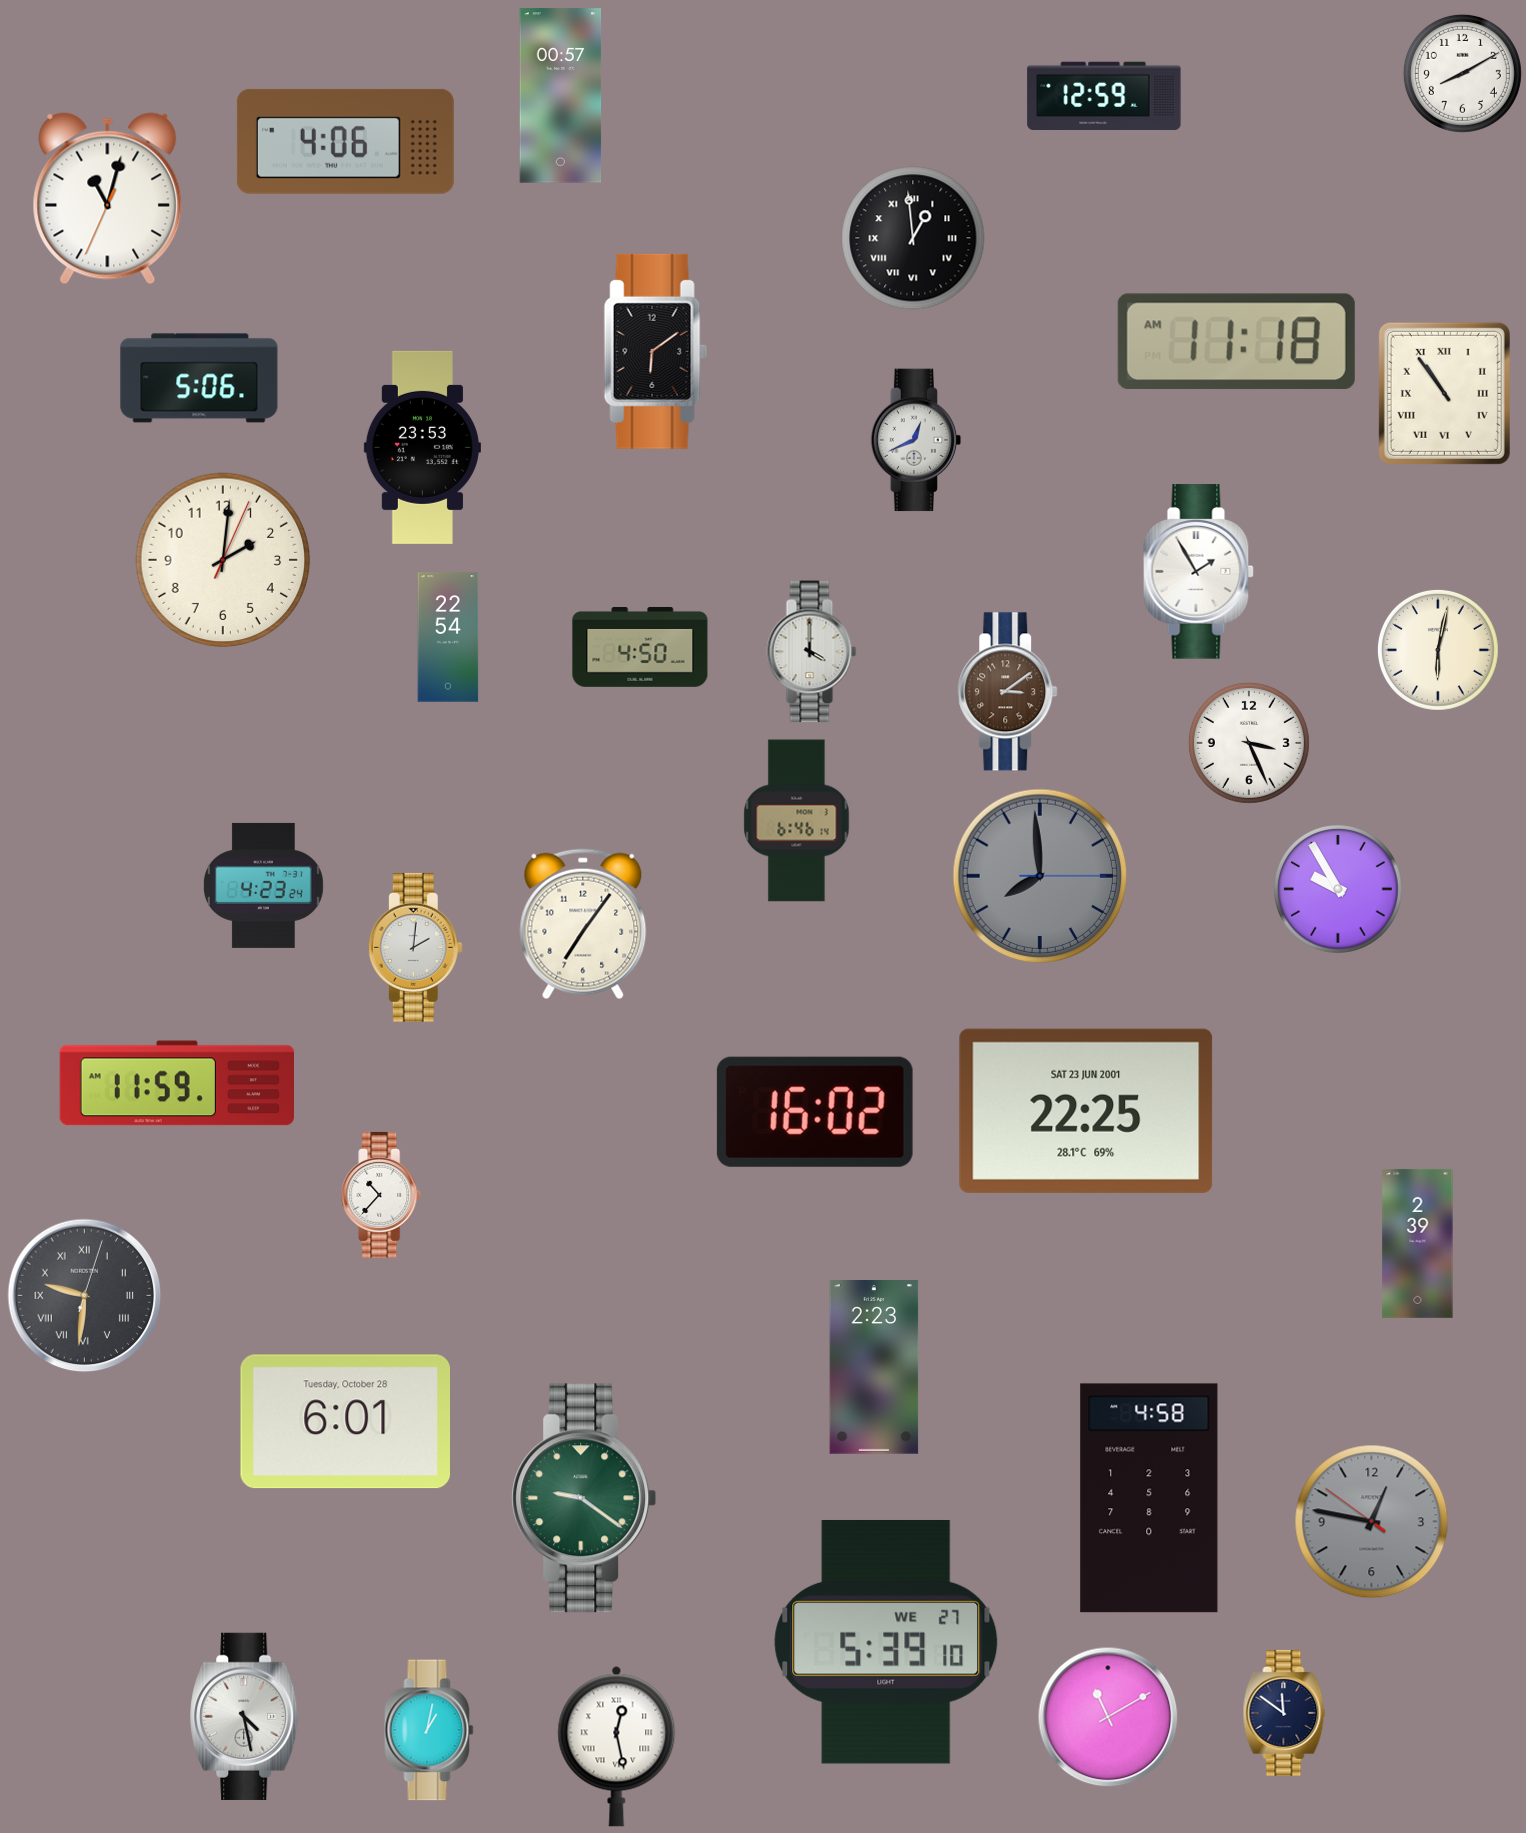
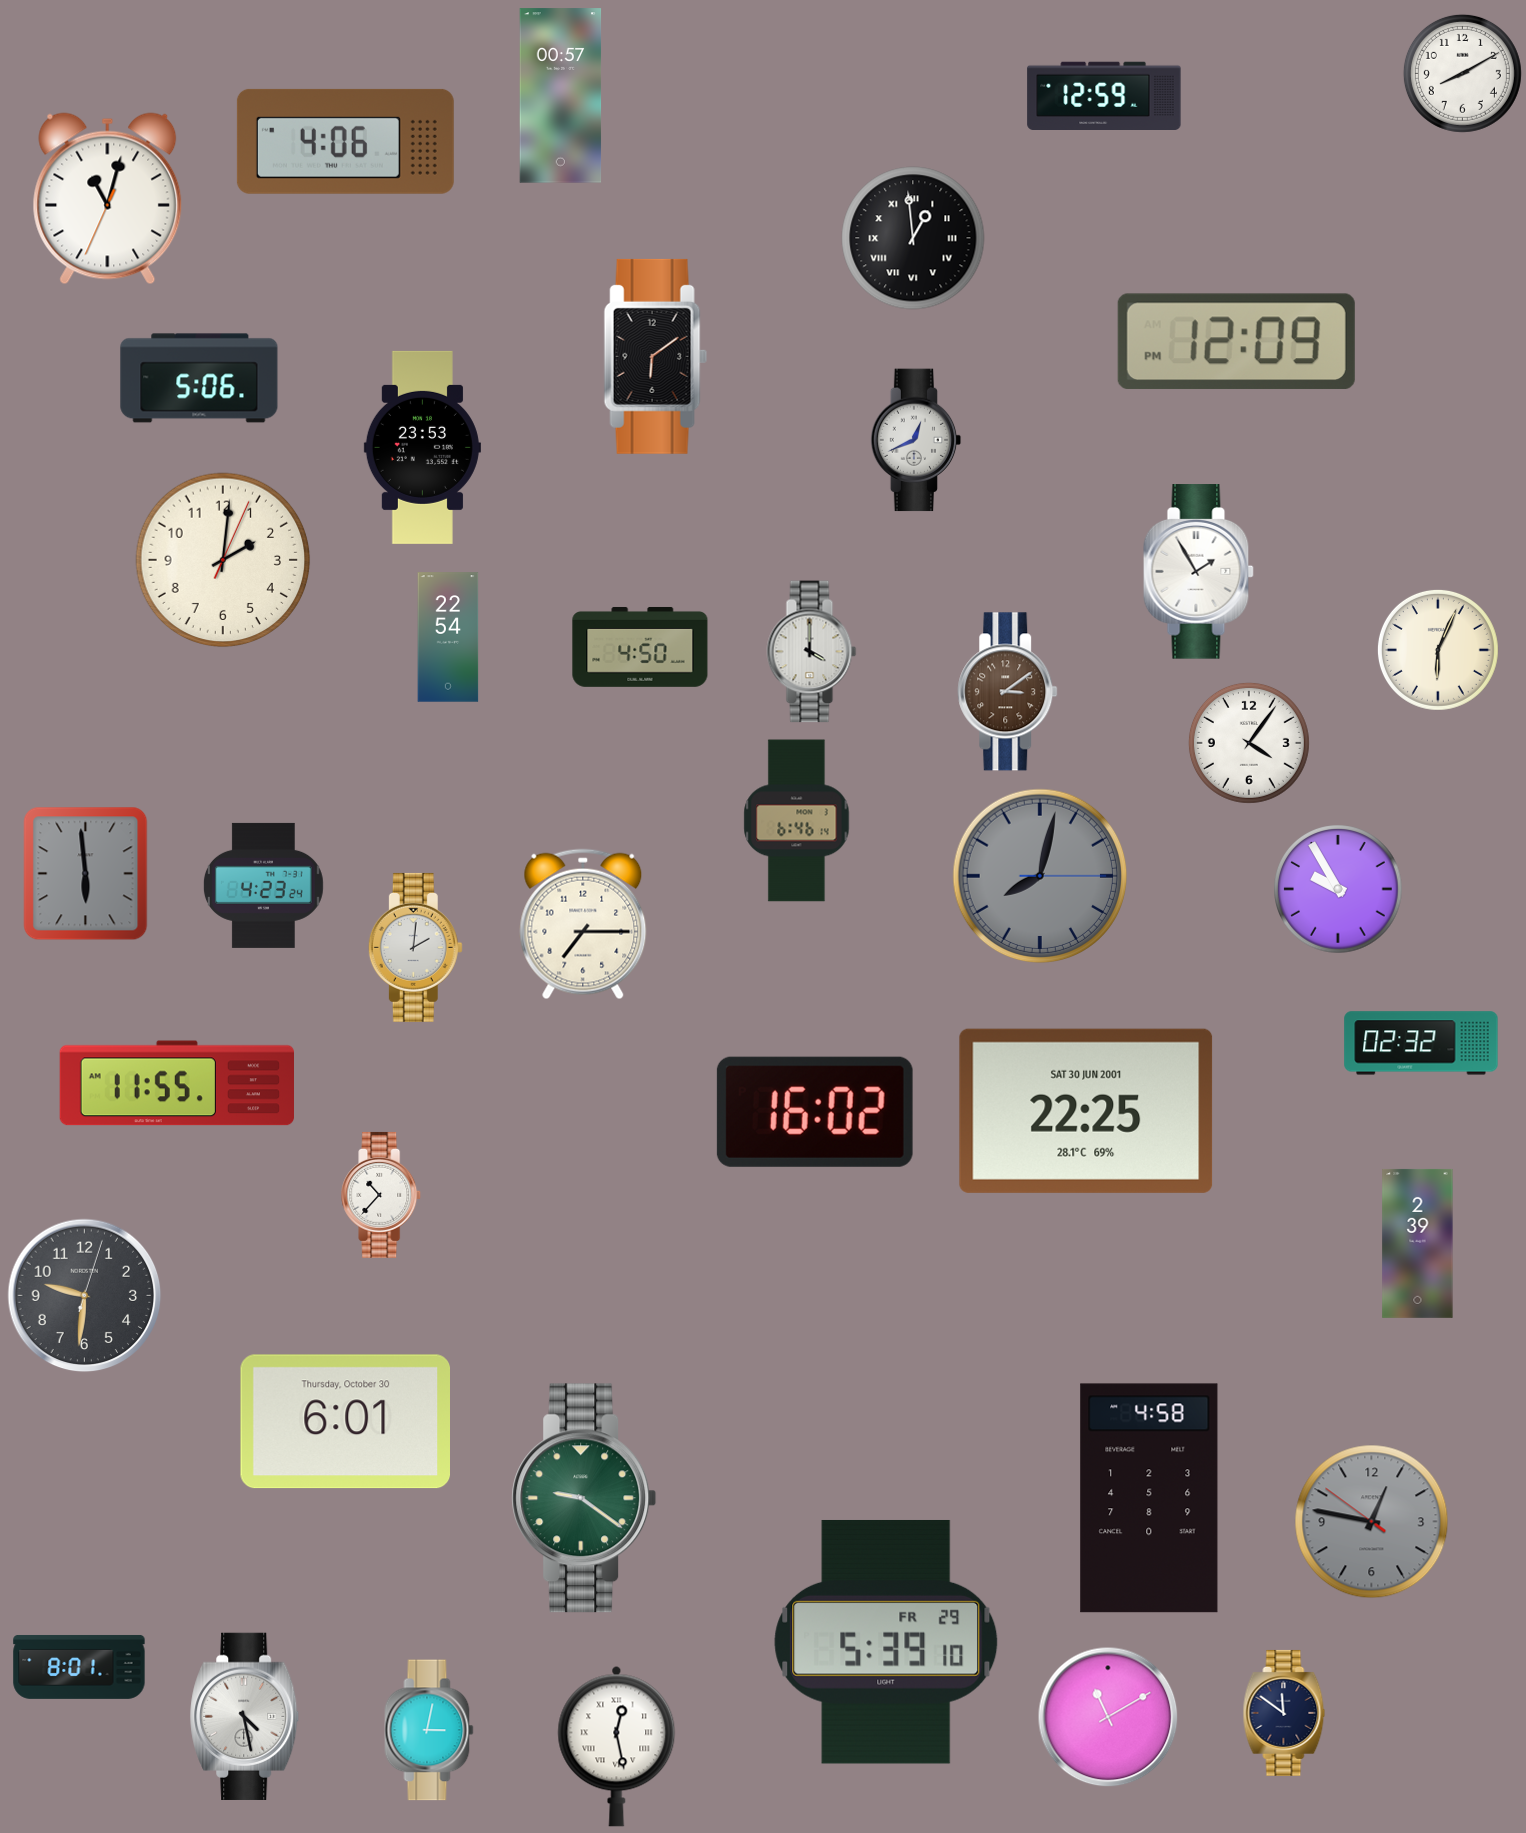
clock at (1236, 342): 11:18 -> 12:09
clock at (655, 351) position: (655, 351) -> (655, 356)
clock at (1444, 393): 10:54 -> none
clock at (1438, 650): 6:02 -> 6:04
clock at (1249, 743): 3:26 -> 4:06
clock at (86, 874): none -> 5:59
clock at (1040, 876): 7:59 -> 8:02
clock at (583, 924): 7:06 -> 7:15
clock at (1421, 1043): none -> 02:32
clock at (176, 1083): 11:59 -> 11:55
clock at (1086, 1111) date: SAT 23 JUN 2001 -> SAT 30 JUN 2001
clock at (85, 1296) numerals: Roman -> Arabic
clock at (874, 1368): 2:23 -> none
clock at (345, 1422) date: Tuesday, October 28 -> Thursday, October 30
clock at (886, 1642) date: WE 27 -> FR 29
clock at (79, 1667): none -> 8:01
clock at (429, 1730): 1:02 -> 3:02
